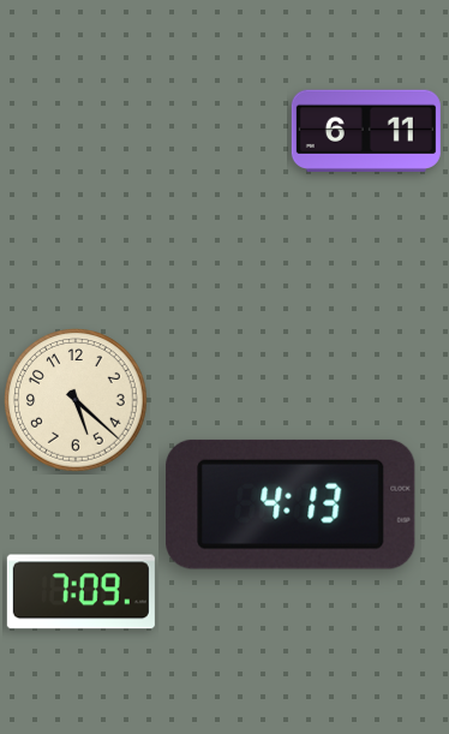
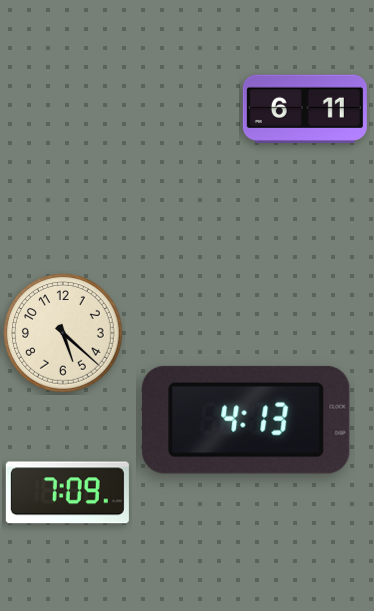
clock at (291, 505) position: (291, 505) -> (246, 420)
